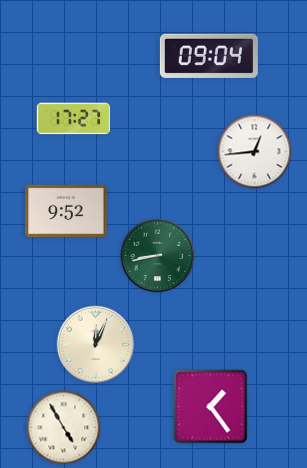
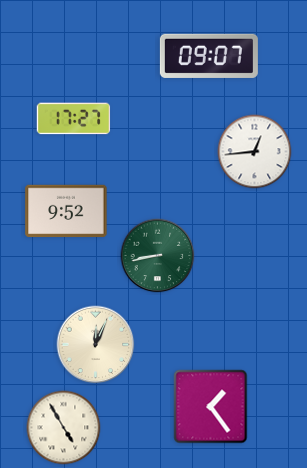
clock at (209, 56): 09:04 -> 09:07
